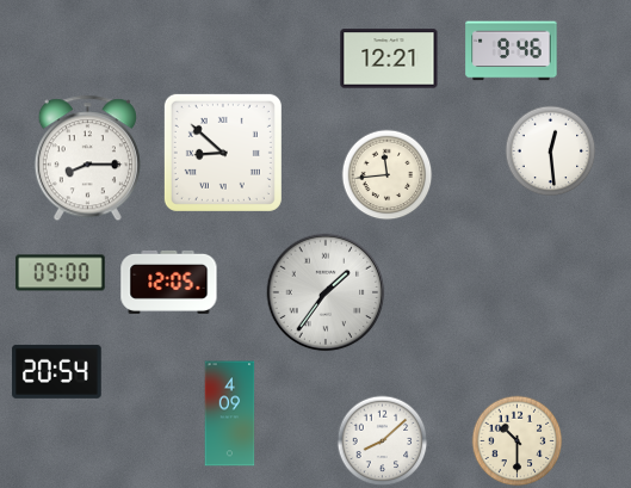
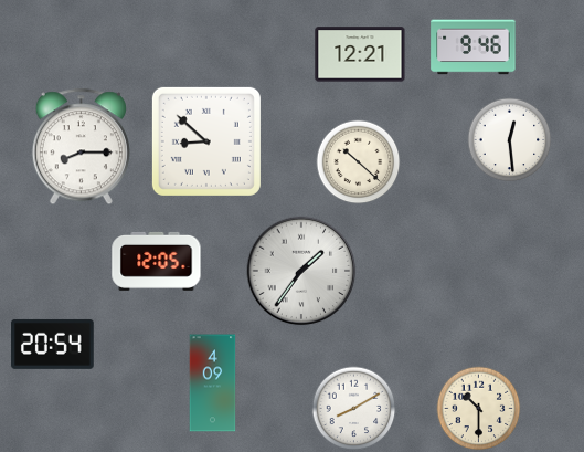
clock at (388, 175): 11:44 -> 10:22
clock at (61, 273): 09:00 -> none
clock at (383, 441): 8:08 -> 8:10
